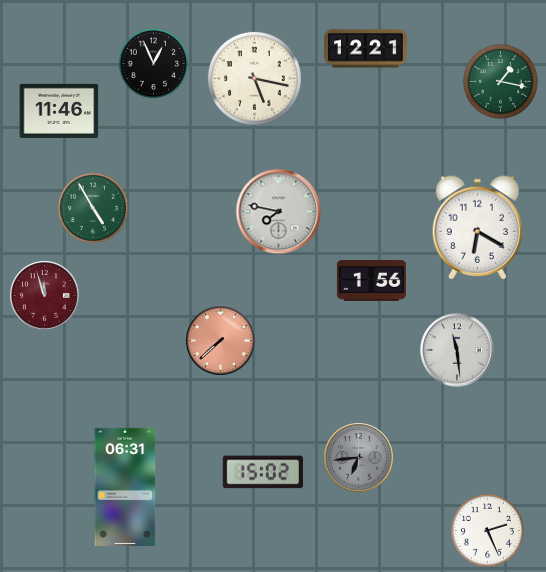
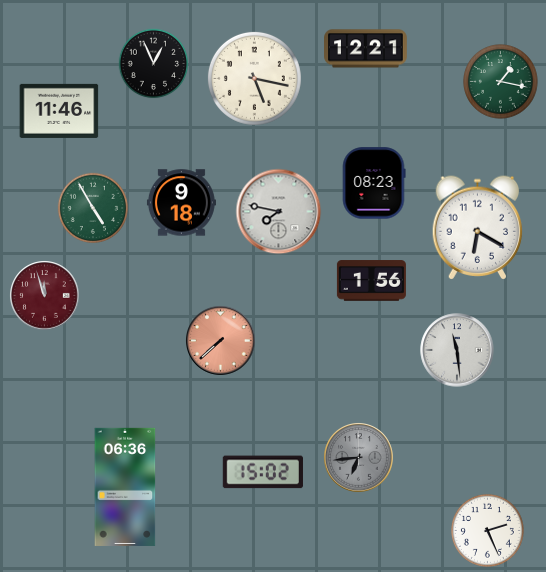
clock at (374, 183): none -> 08:23
clock at (181, 203): none -> 9:18
clock at (125, 487): 06:31 -> 06:36
